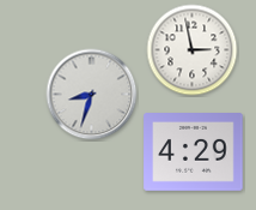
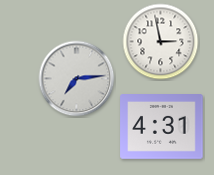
clock at (92, 95): 8:33 -> 7:14
clock at (194, 152): 4:29 -> 4:31
